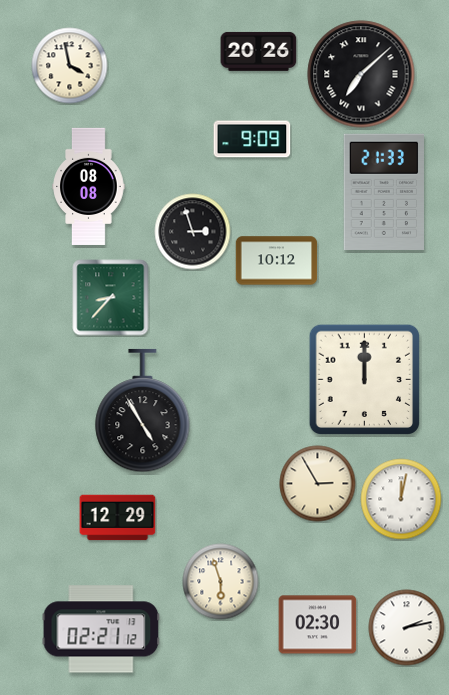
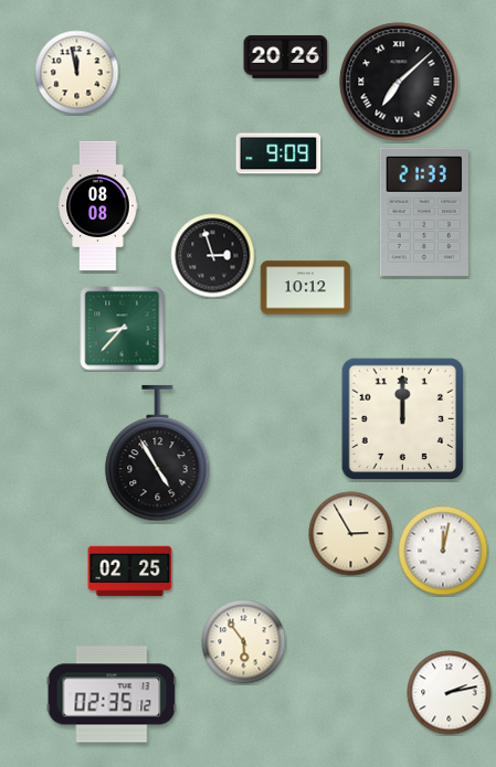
clock at (70, 66): 3:58 -> 11:58
clock at (118, 518): 12:29 -> 02:25
clock at (221, 582): 5:57 -> 5:54
clock at (318, 625): 02:30 -> none
clock at (101, 629): 02:21 -> 02:35
